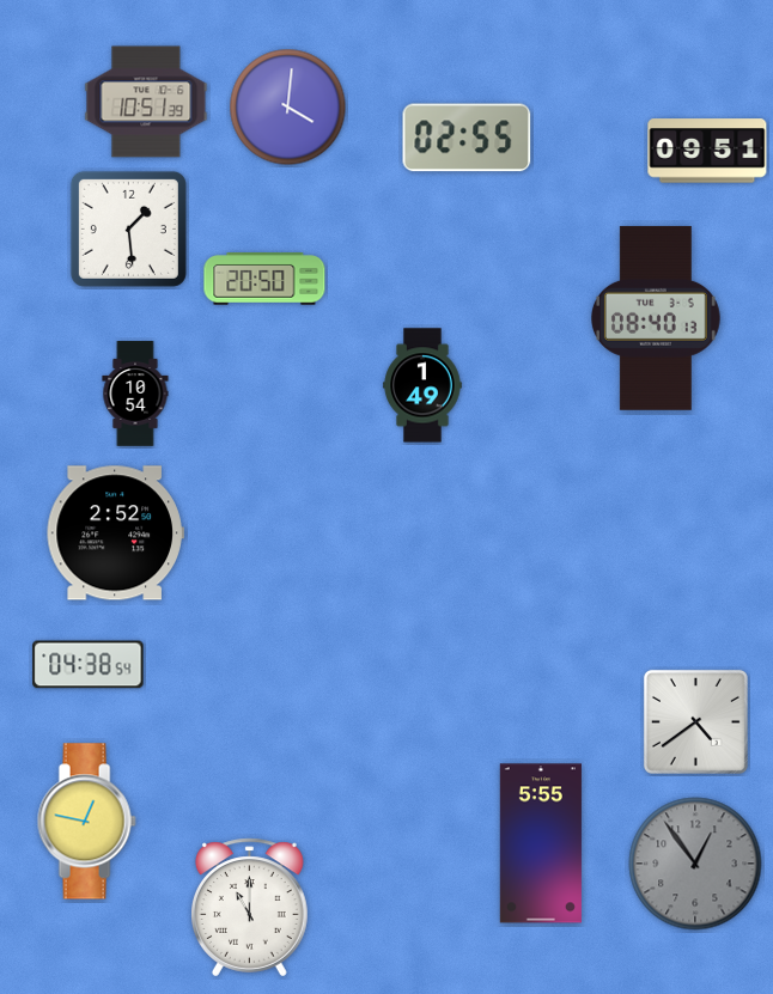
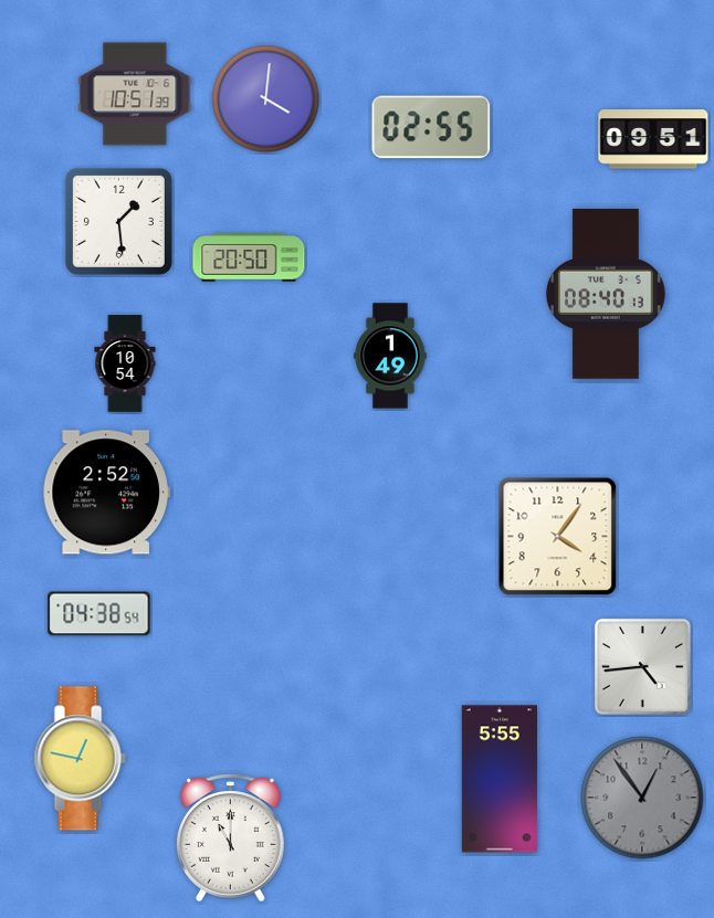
clock at (128, 228) position: (128, 228) -> (118, 221)
clock at (264, 279) position: (264, 279) -> (249, 257)
clock at (558, 537): none -> 4:06
clock at (89, 665) position: (89, 665) -> (99, 614)
clock at (695, 721): 4:39 -> 4:44
